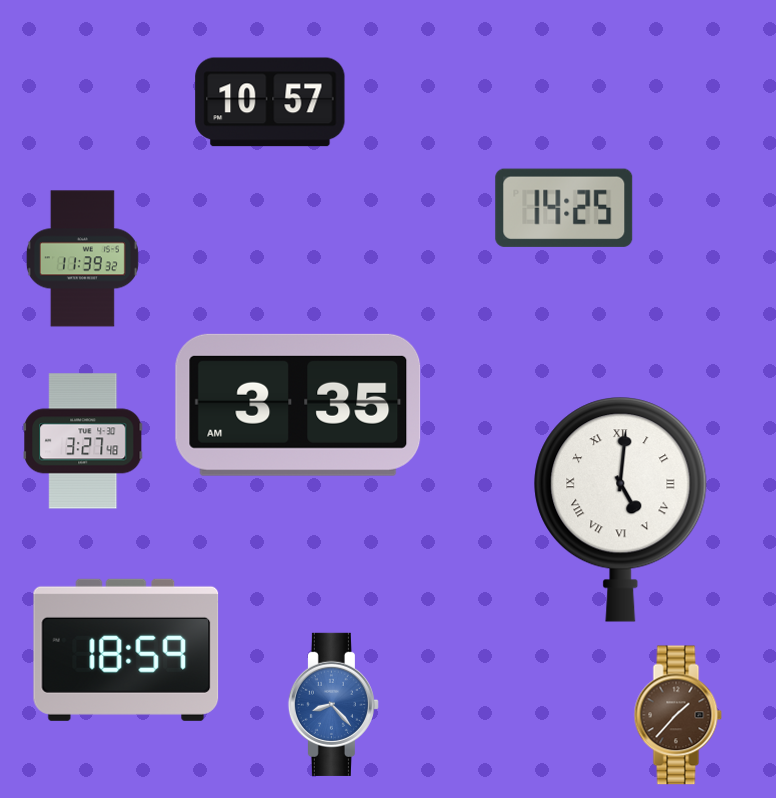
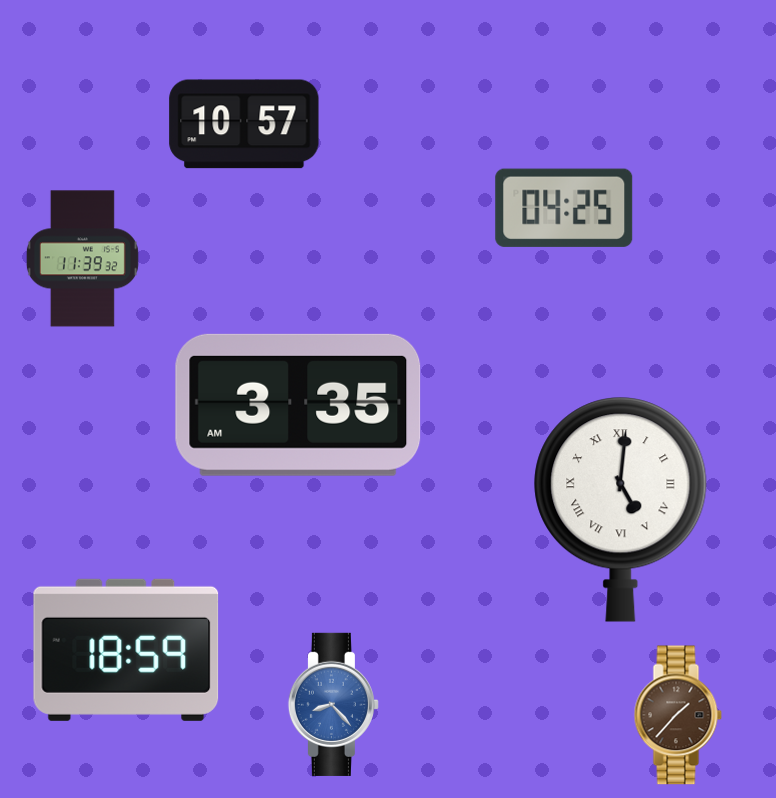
clock at (270, 102) position: (270, 102) -> (244, 124)
clock at (564, 208): 14:25 -> 04:25
clock at (83, 441): 3:27 -> none
